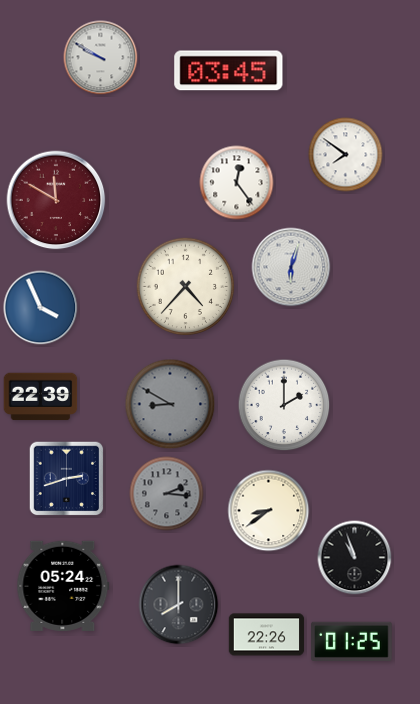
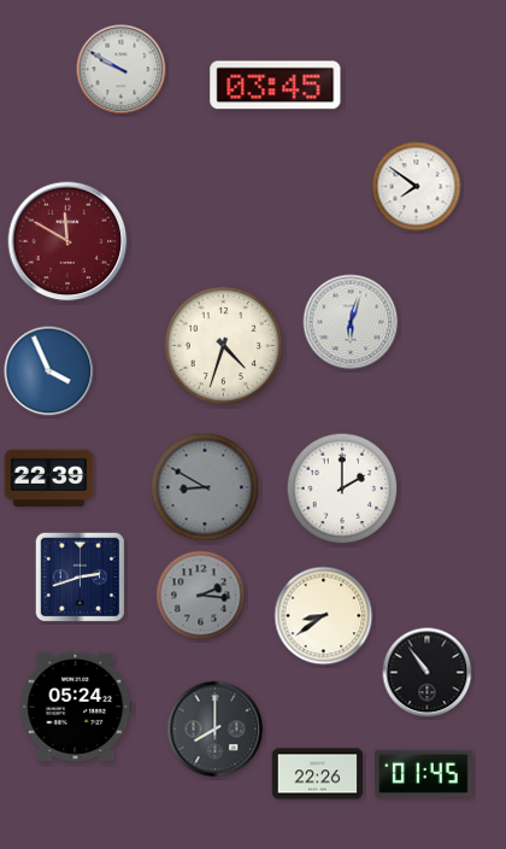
clock at (237, 183): 12:24 -> none
clock at (186, 287): 4:37 -> 4:33
clock at (355, 558): 10:57 -> 10:54
clock at (267, 635) position: (267, 635) -> (318, 774)
clock at (352, 641): 01:25 -> 01:45
